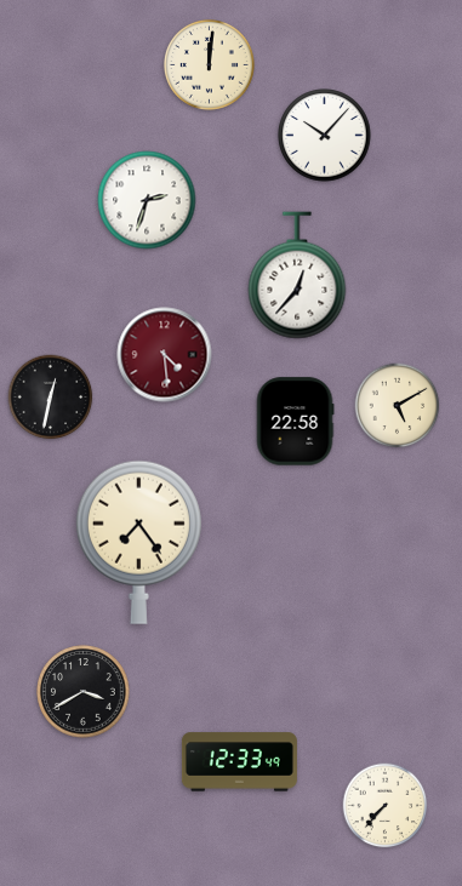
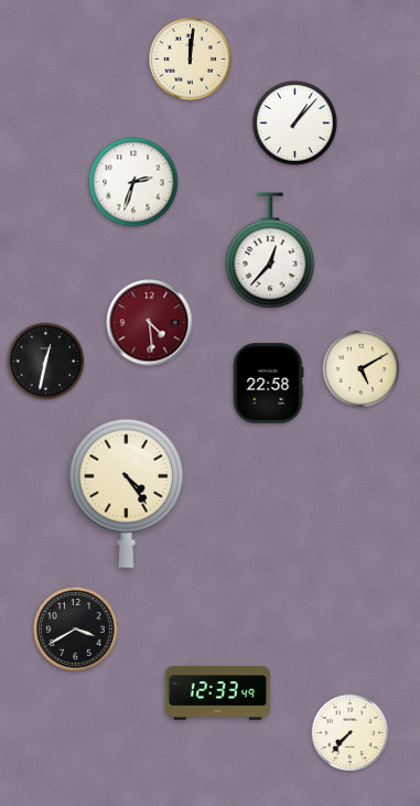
clock at (325, 136): 10:07 -> 1:07
clock at (138, 542): 7:24 -> 4:24
